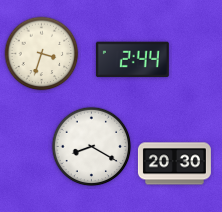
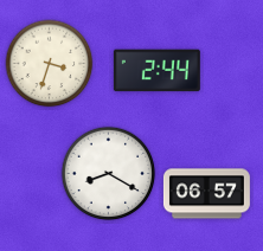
clock at (174, 164): 20:30 -> 06:57
